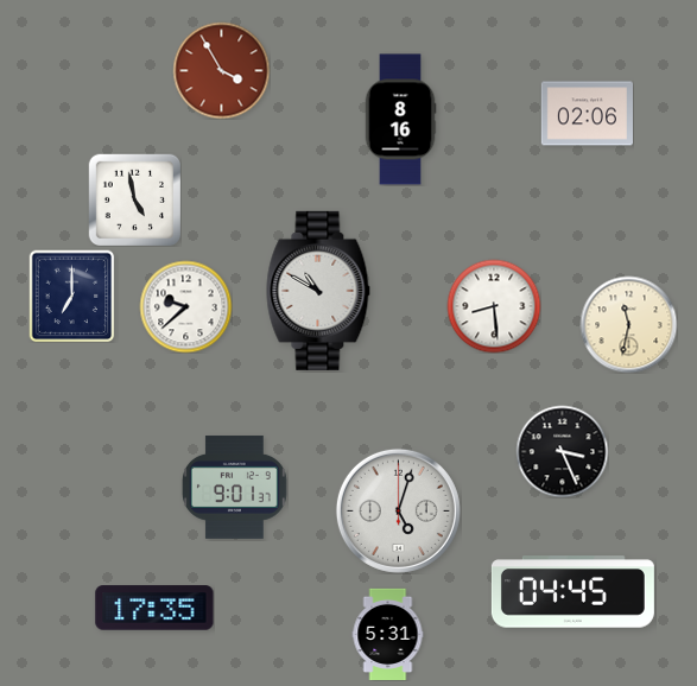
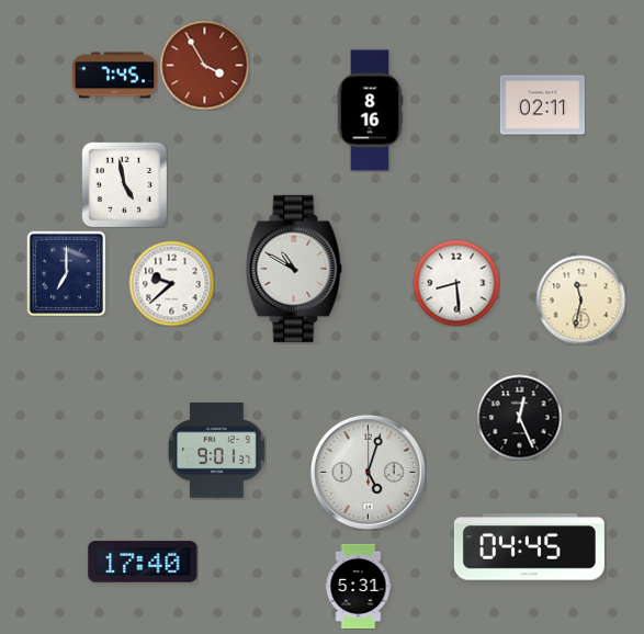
clock at (114, 76): none -> 7:45
clock at (587, 114): 02:06 -> 02:11
clock at (562, 451): 3:26 -> 12:26
clock at (154, 608): 17:35 -> 17:40
